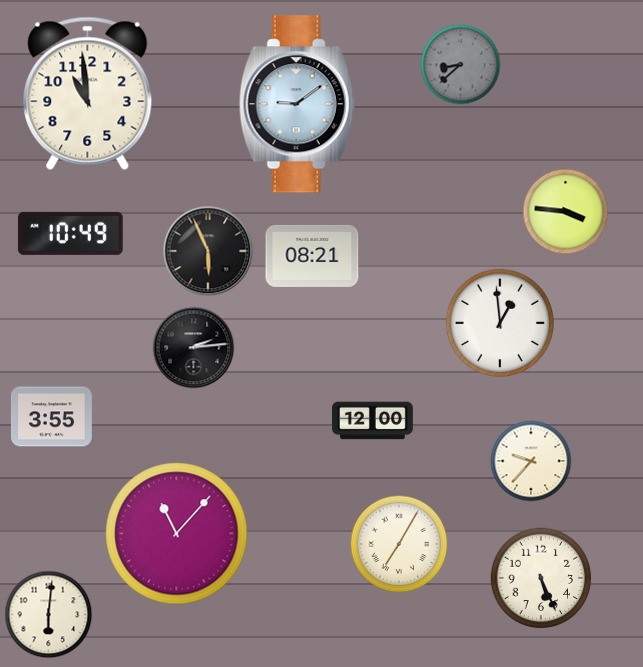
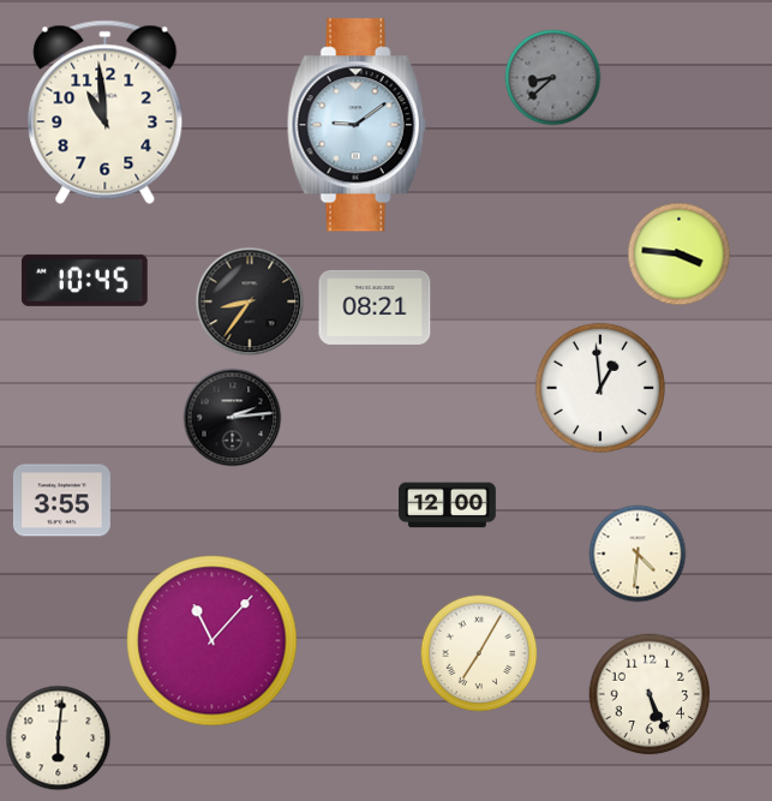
clock at (71, 233): 10:49 -> 10:45
clock at (208, 251): 5:56 -> 8:36
clock at (531, 461): 9:37 -> 4:31
